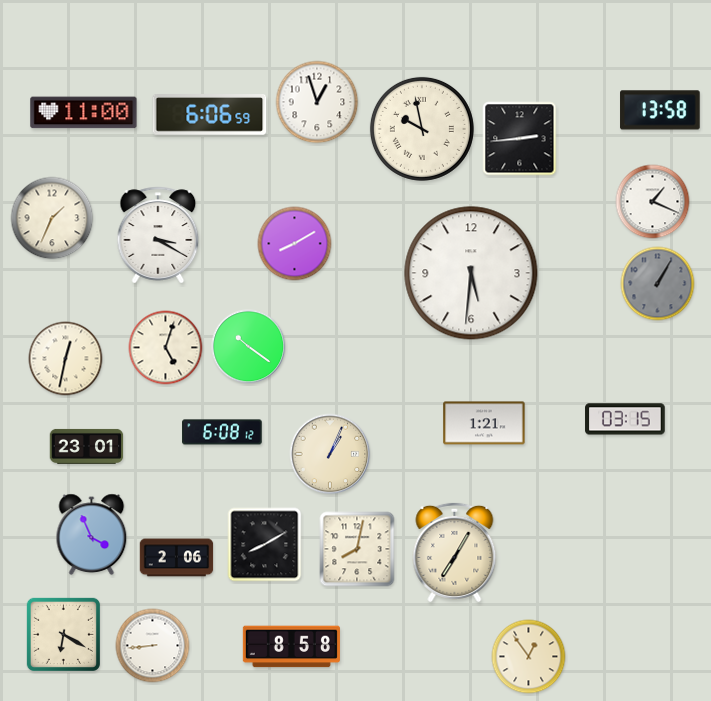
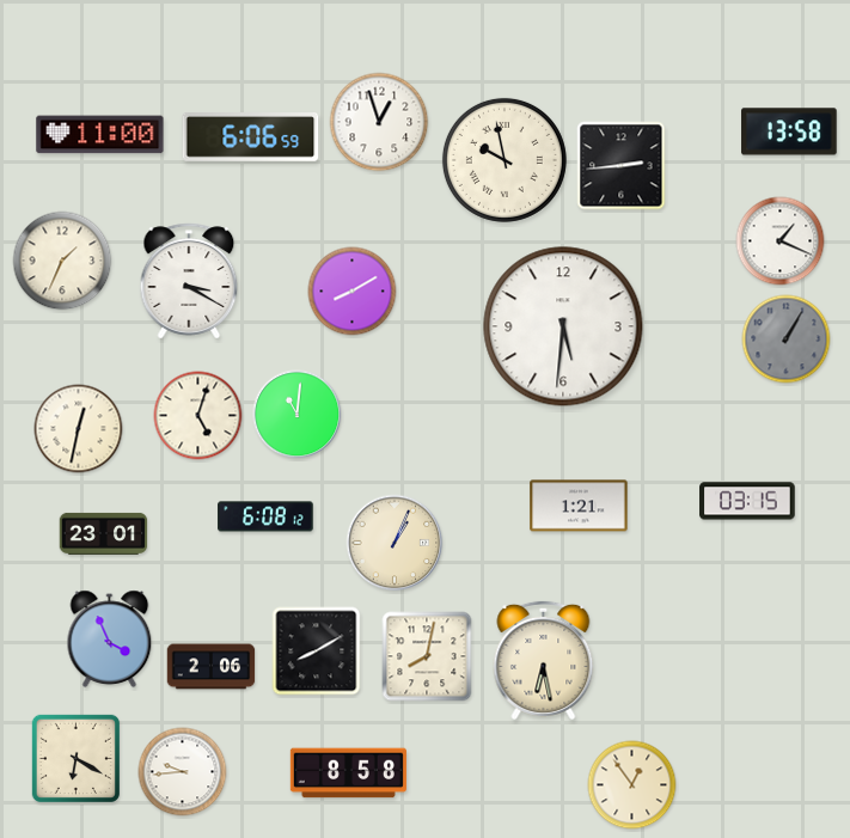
clock at (422, 129) position: (422, 129) -> (505, 160)
clock at (249, 347): 10:21 -> 11:01
clock at (455, 552): 7:05 -> 6:28
clock at (153, 646): 8:44 -> 9:44
